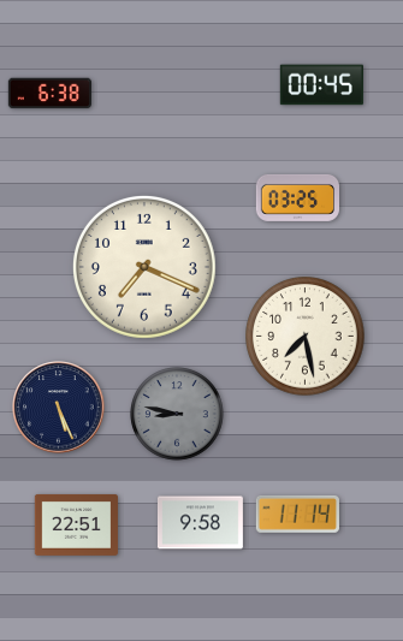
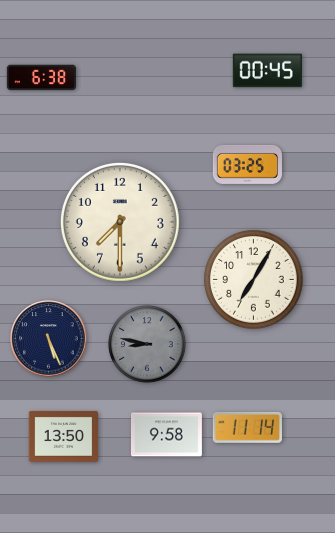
clock at (144, 267): 7:19 -> 7:30
clock at (306, 337): 7:28 -> 7:05
clock at (76, 524): 22:51 -> 13:50
